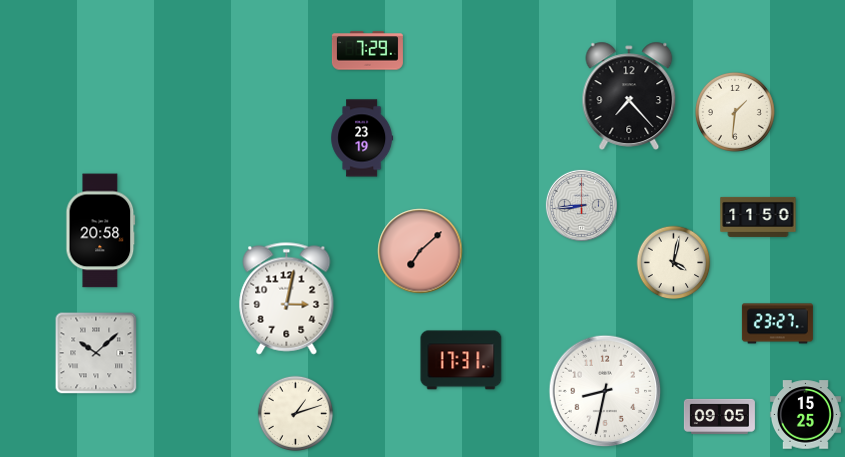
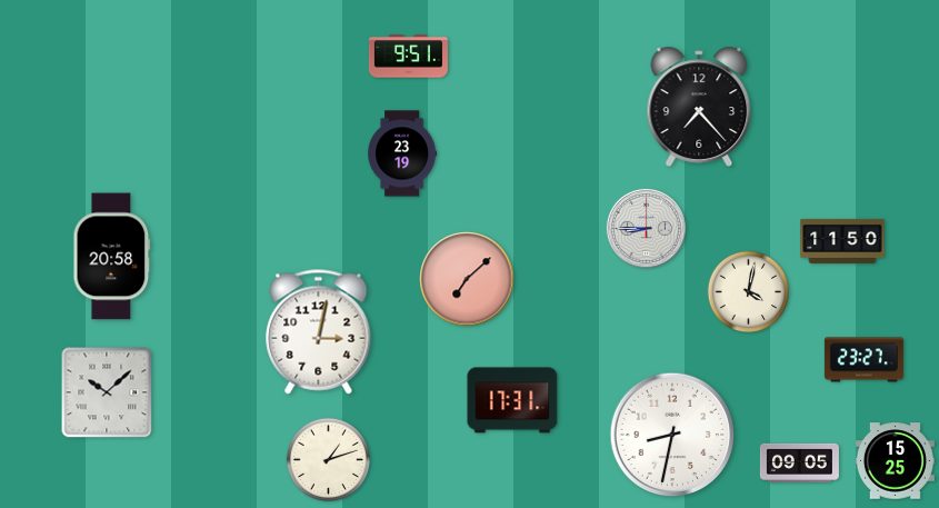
clock at (367, 51): 7:29 -> 9:51
clock at (735, 112): 1:31 -> none
clock at (581, 205): 8:44 -> 8:45
